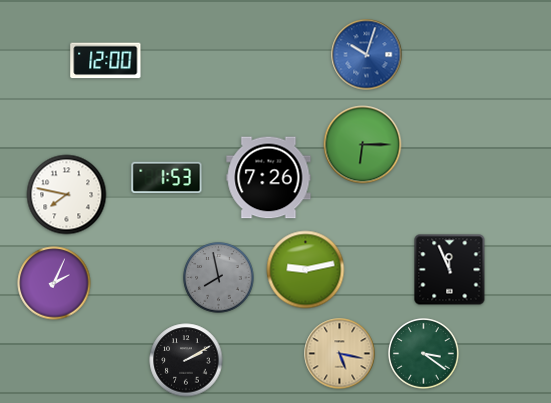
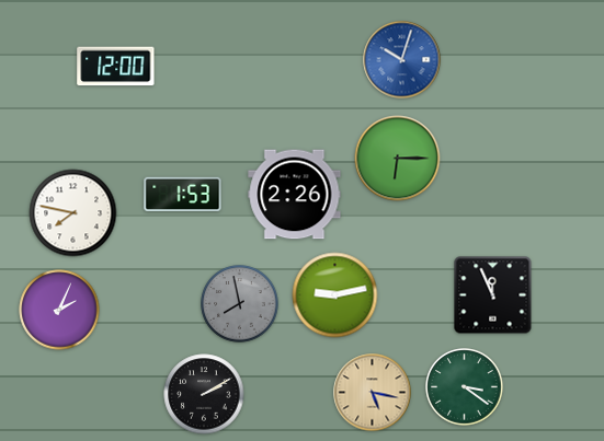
clock at (269, 178): 7:26 -> 2:26
clock at (340, 354) position: (340, 354) -> (373, 393)
